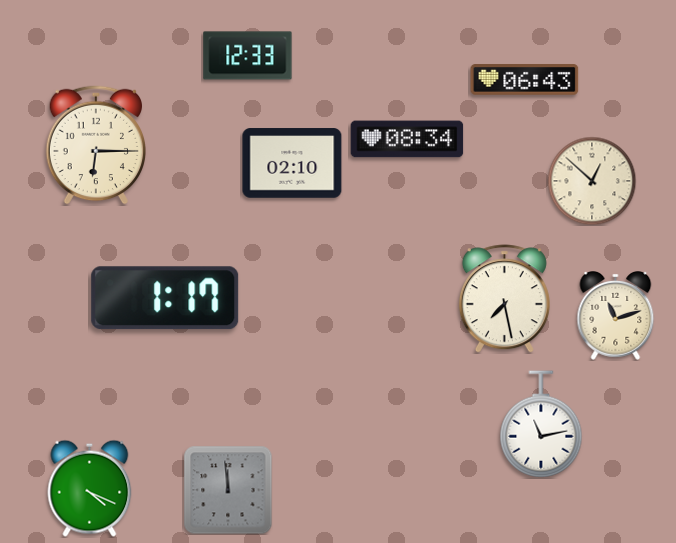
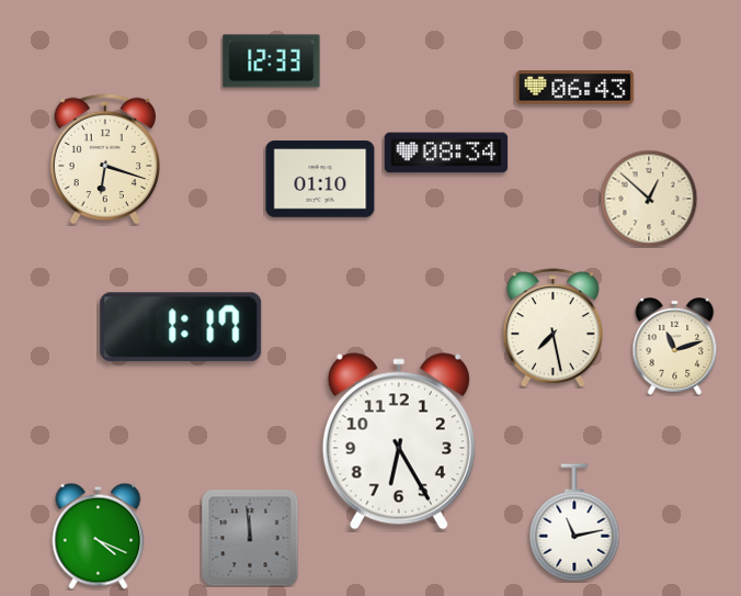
clock at (95, 145): 6:15 -> 6:18
clock at (292, 163): 02:10 -> 01:10
clock at (399, 441): none -> 6:25
clock at (541, 424) position: (541, 424) -> (574, 522)
